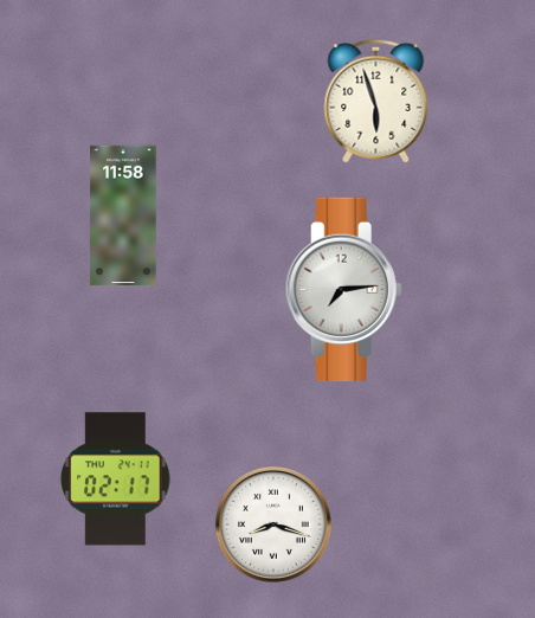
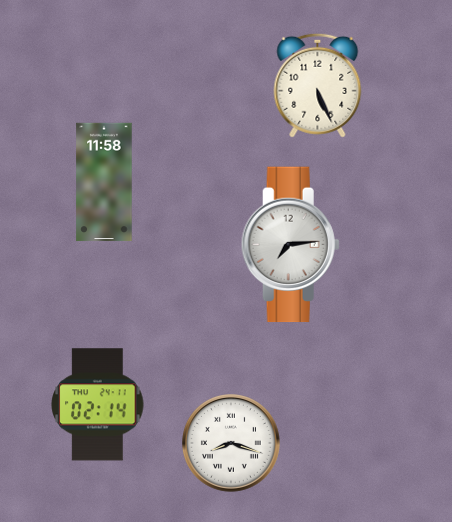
clock at (376, 101): 5:57 -> 5:26
clock at (116, 479): 02:17 -> 02:14
